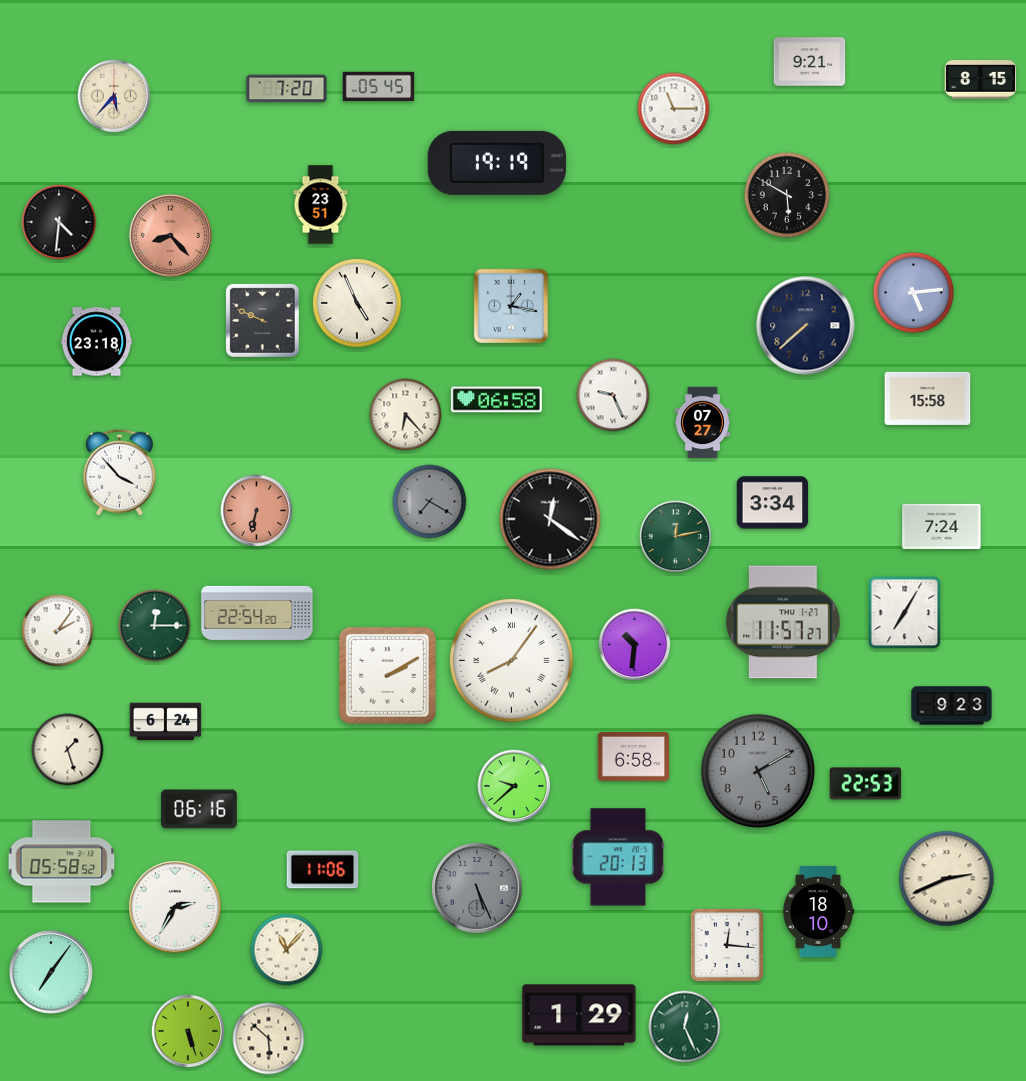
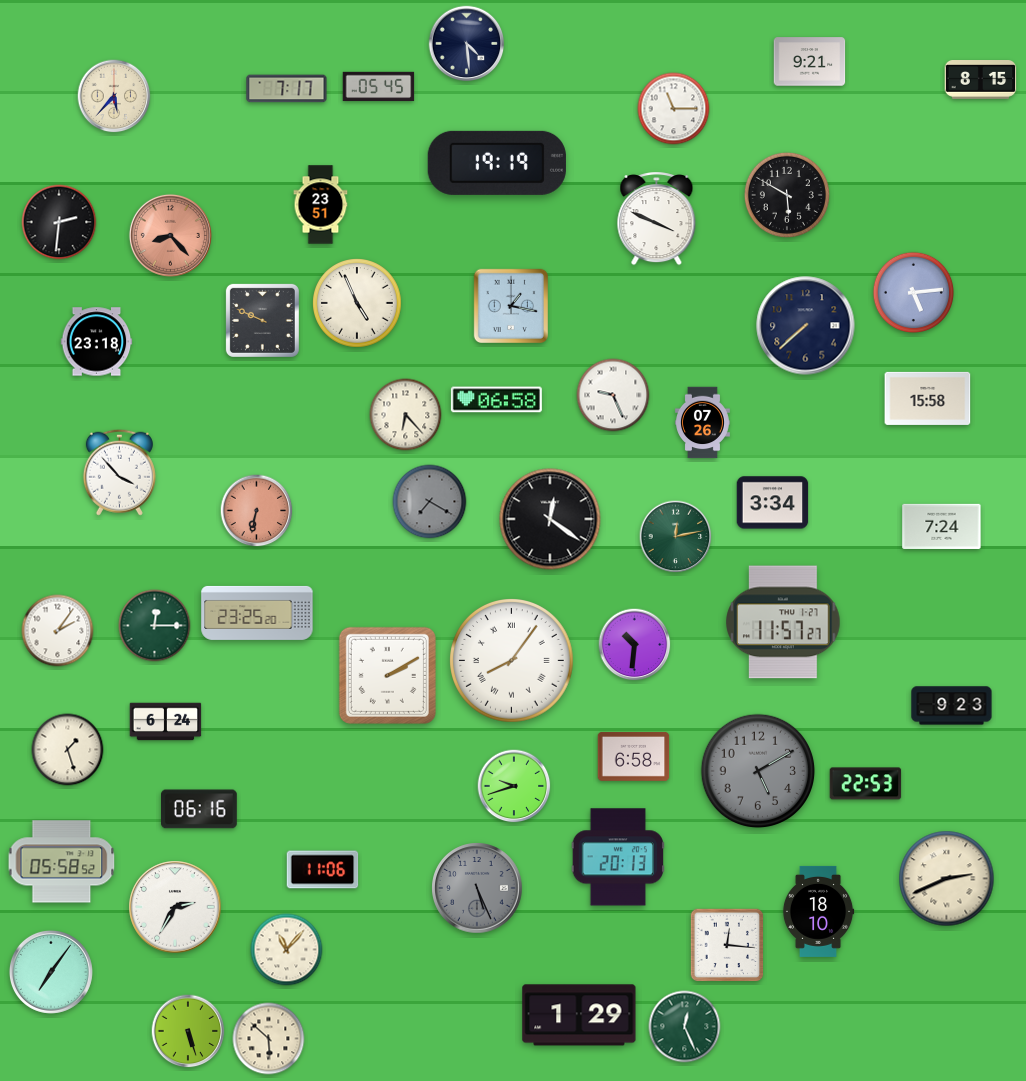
clock at (467, 44): none -> 4:29
clock at (287, 89): 7:20 -> 7:17
clock at (657, 219): none -> 3:49
clock at (59, 222): 4:31 -> 2:31
clock at (703, 423): 07:27 -> 07:26
clock at (257, 613): 22:54 -> 23:25
clock at (905, 613): 7:05 -> none
clock at (514, 786): 9:38 -> 9:42
